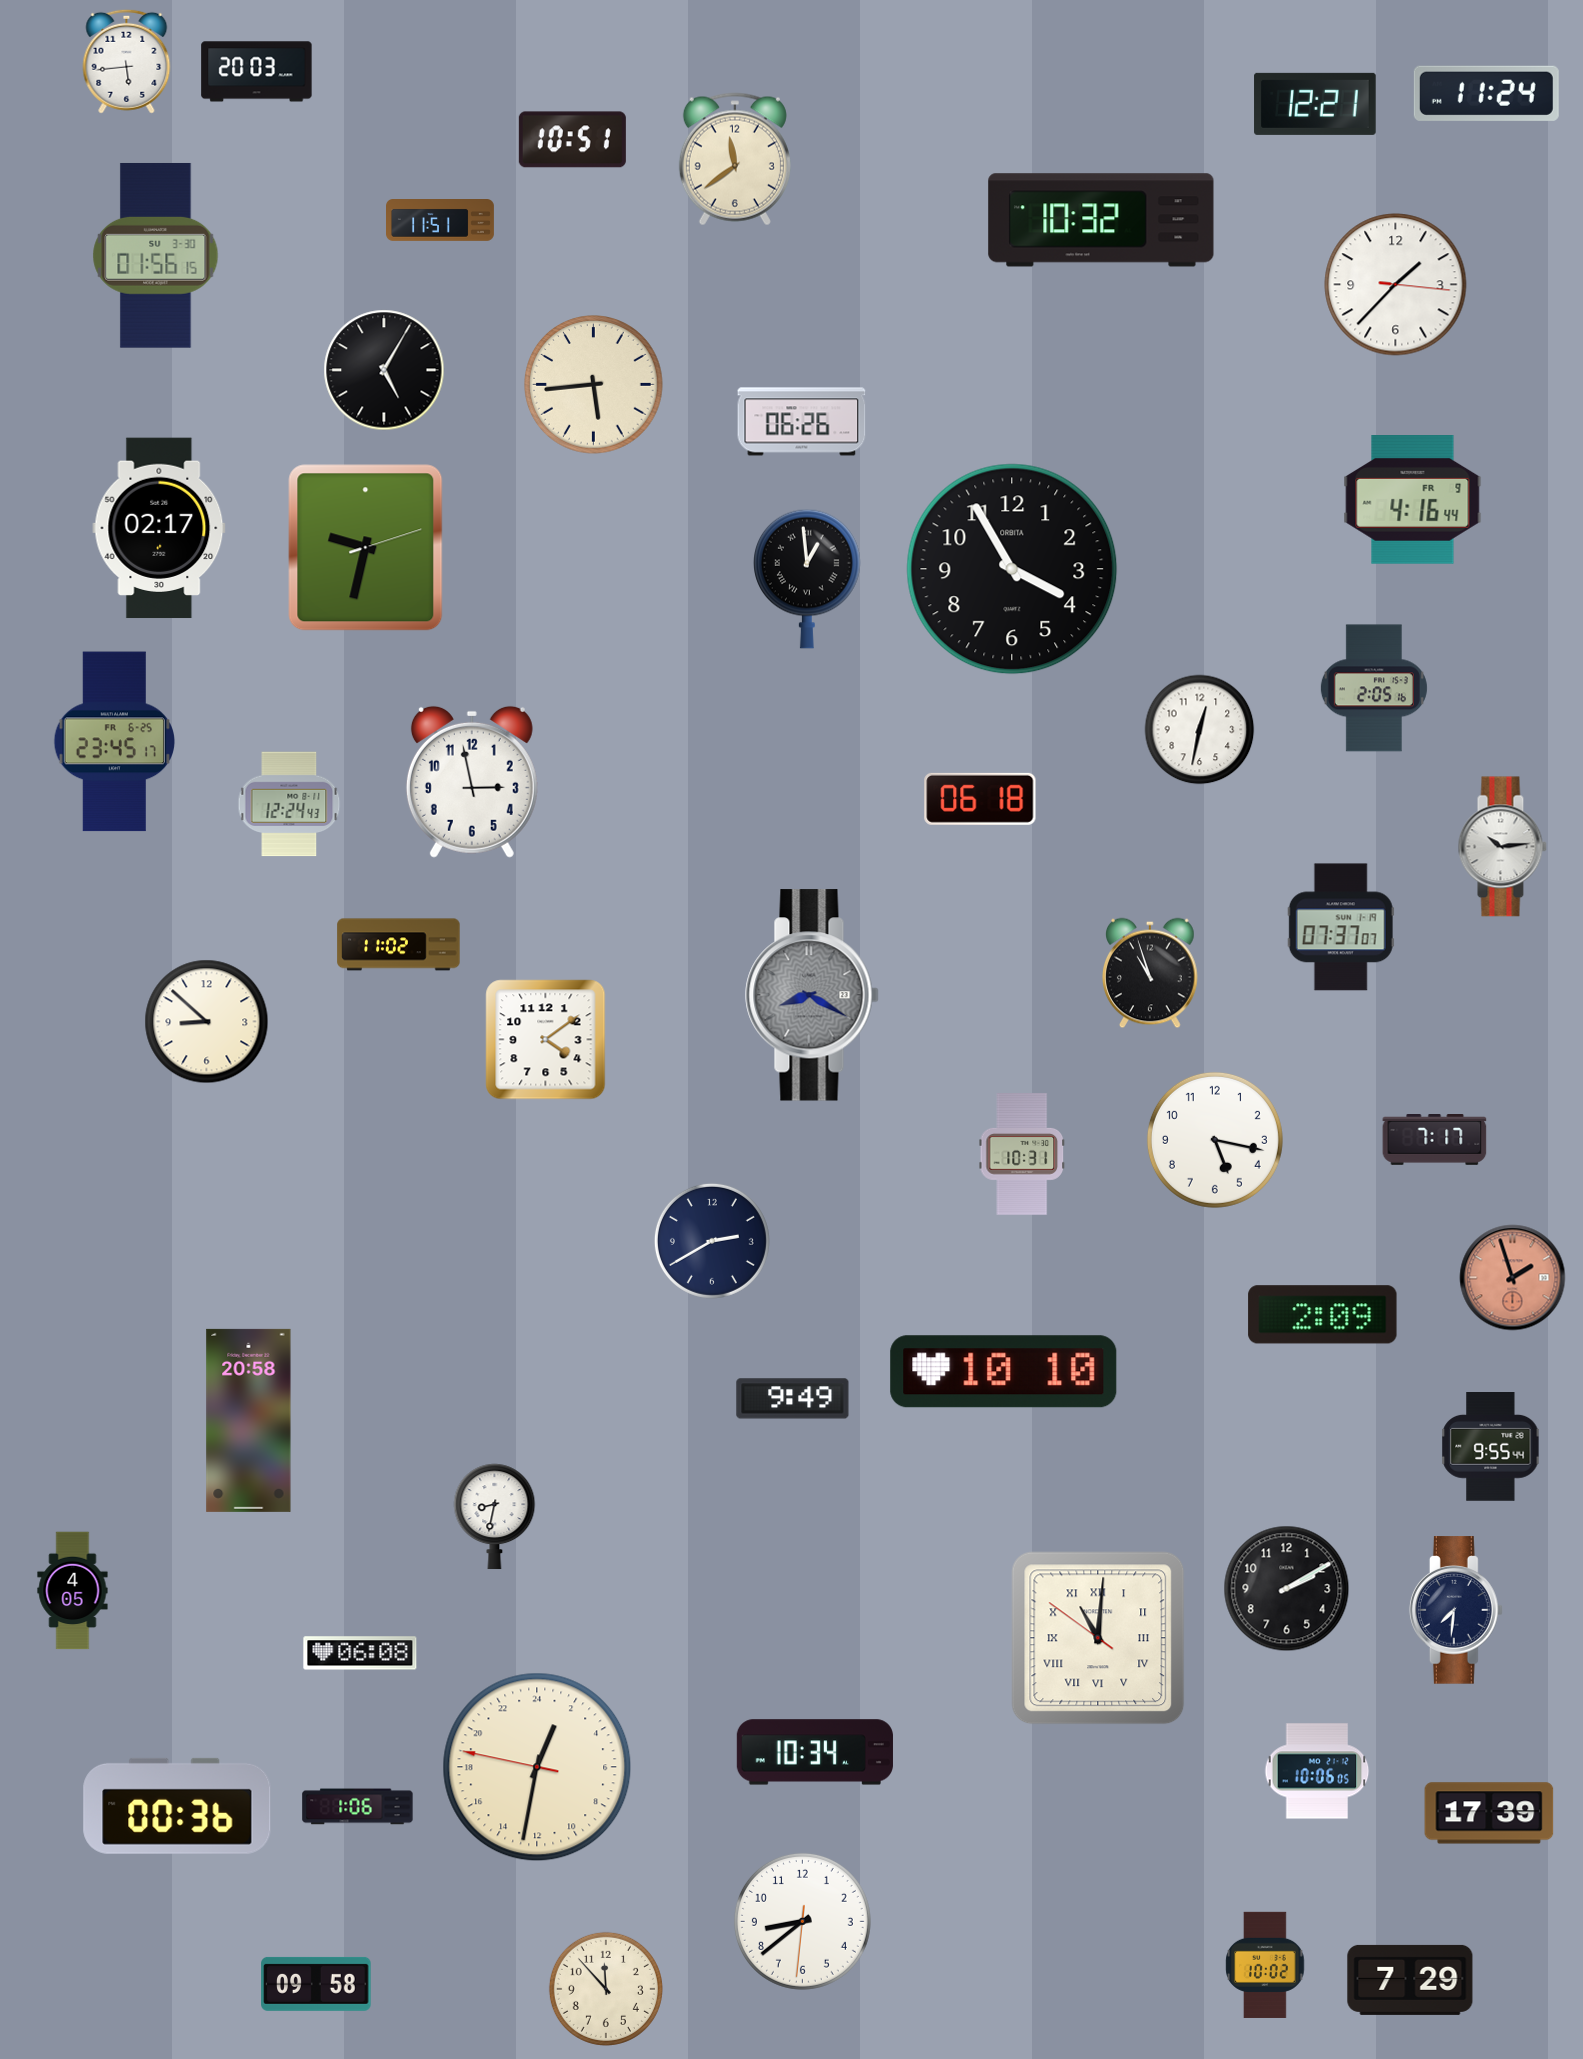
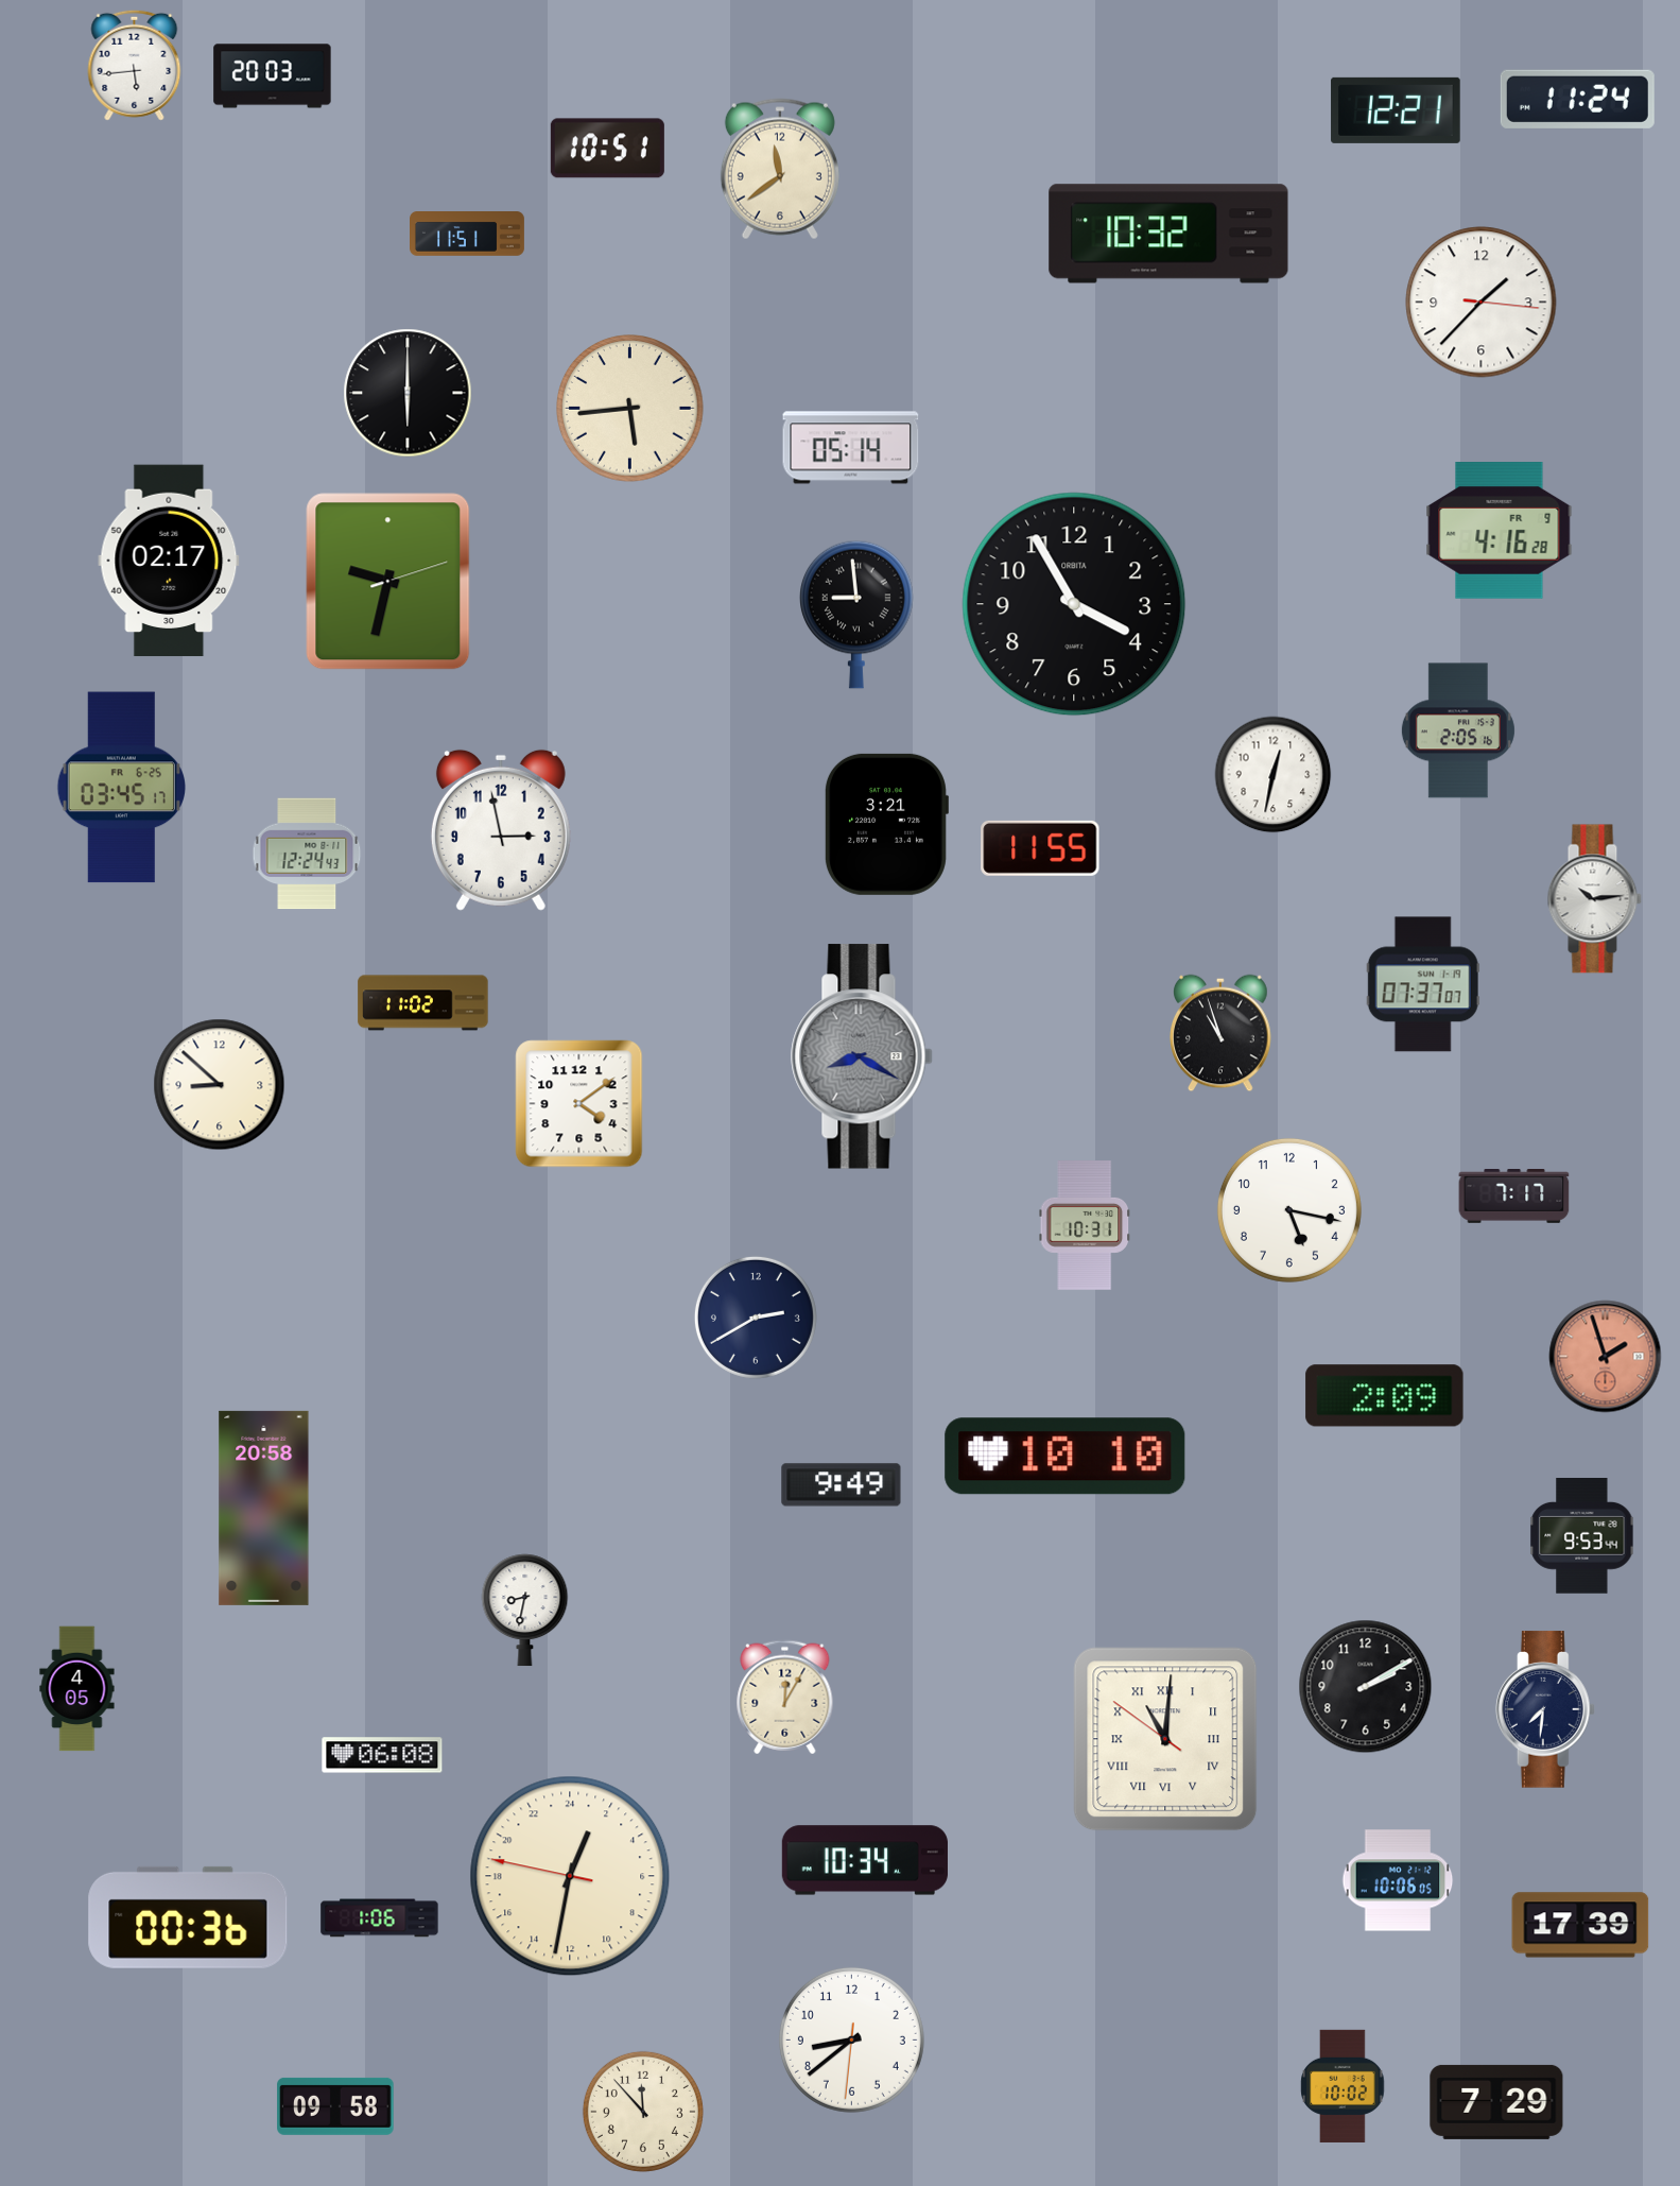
clock at (156, 255): 01:56 -> none
clock at (384, 370): 5:05 -> 6:00
clock at (802, 422): 06:26 -> 05:14
clock at (1413, 500): 4:16:44 -> 4:16:28
clock at (808, 579): 12:59 -> 8:59
clock at (114, 742): 23:45 -> 03:45
clock at (886, 824): none -> 3:21
clock at (980, 799): 06:18 -> 11:55
clock at (1435, 1140) position: (1435, 1140) -> (1514, 1197)
clock at (1323, 1315) position: (1323, 1315) -> (1385, 1396)
clock at (1491, 1447): 9:55 -> 9:53
clock at (785, 1698): none -> 12:05
